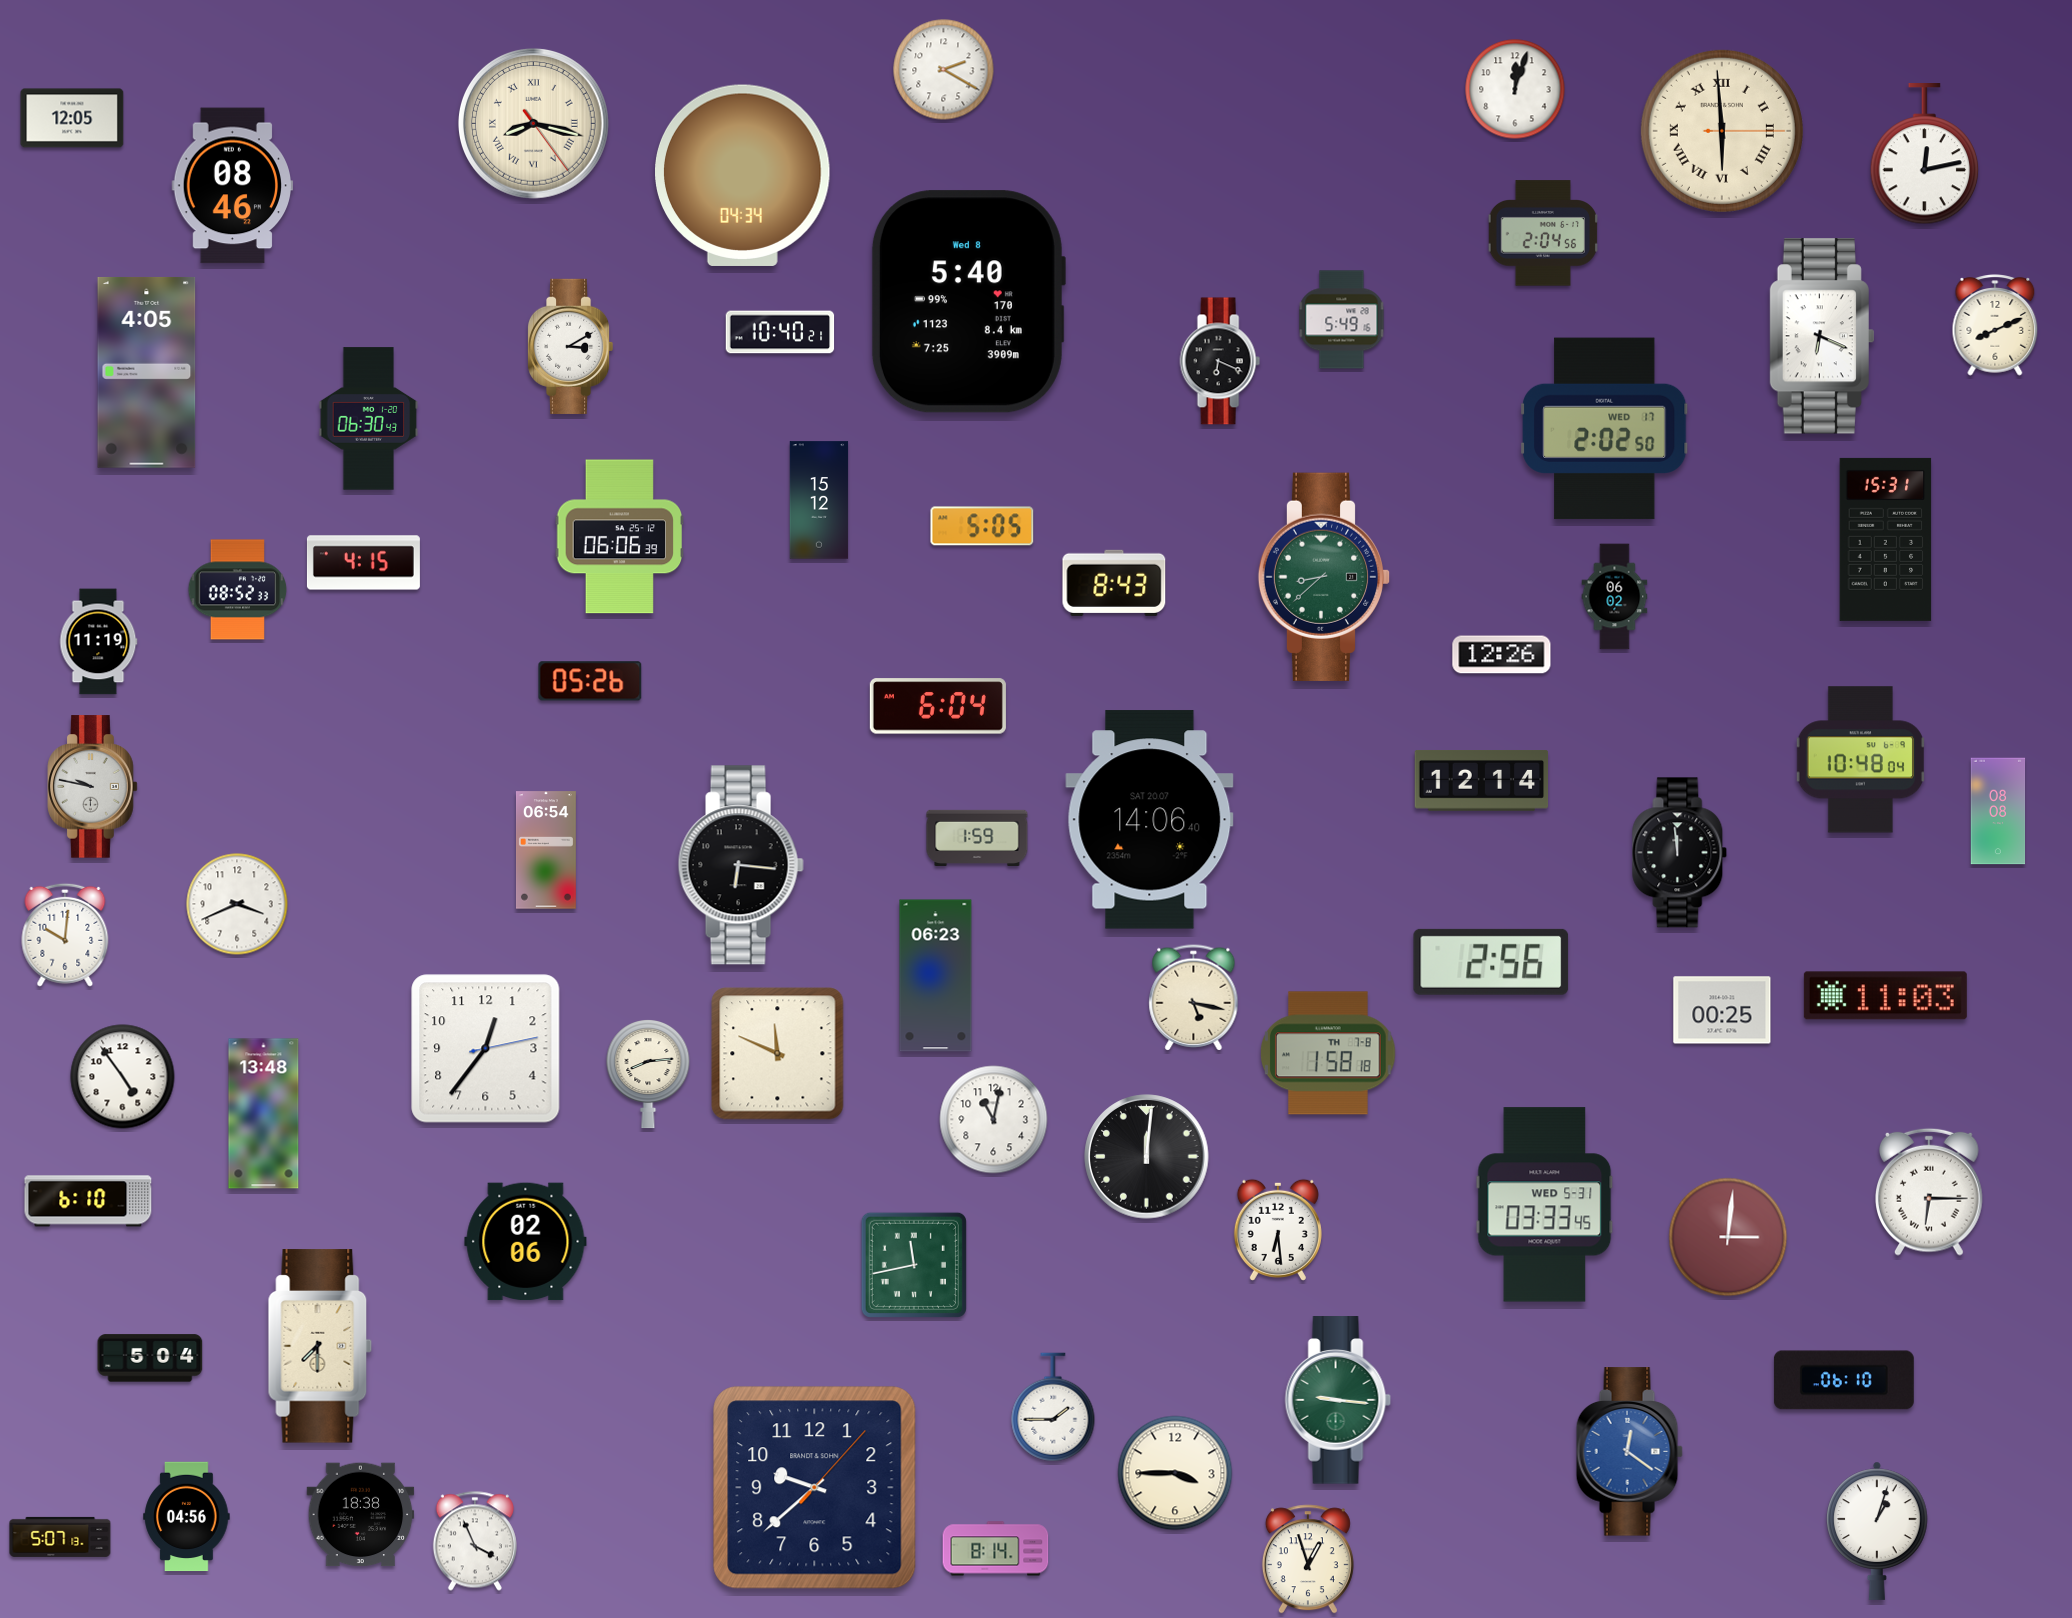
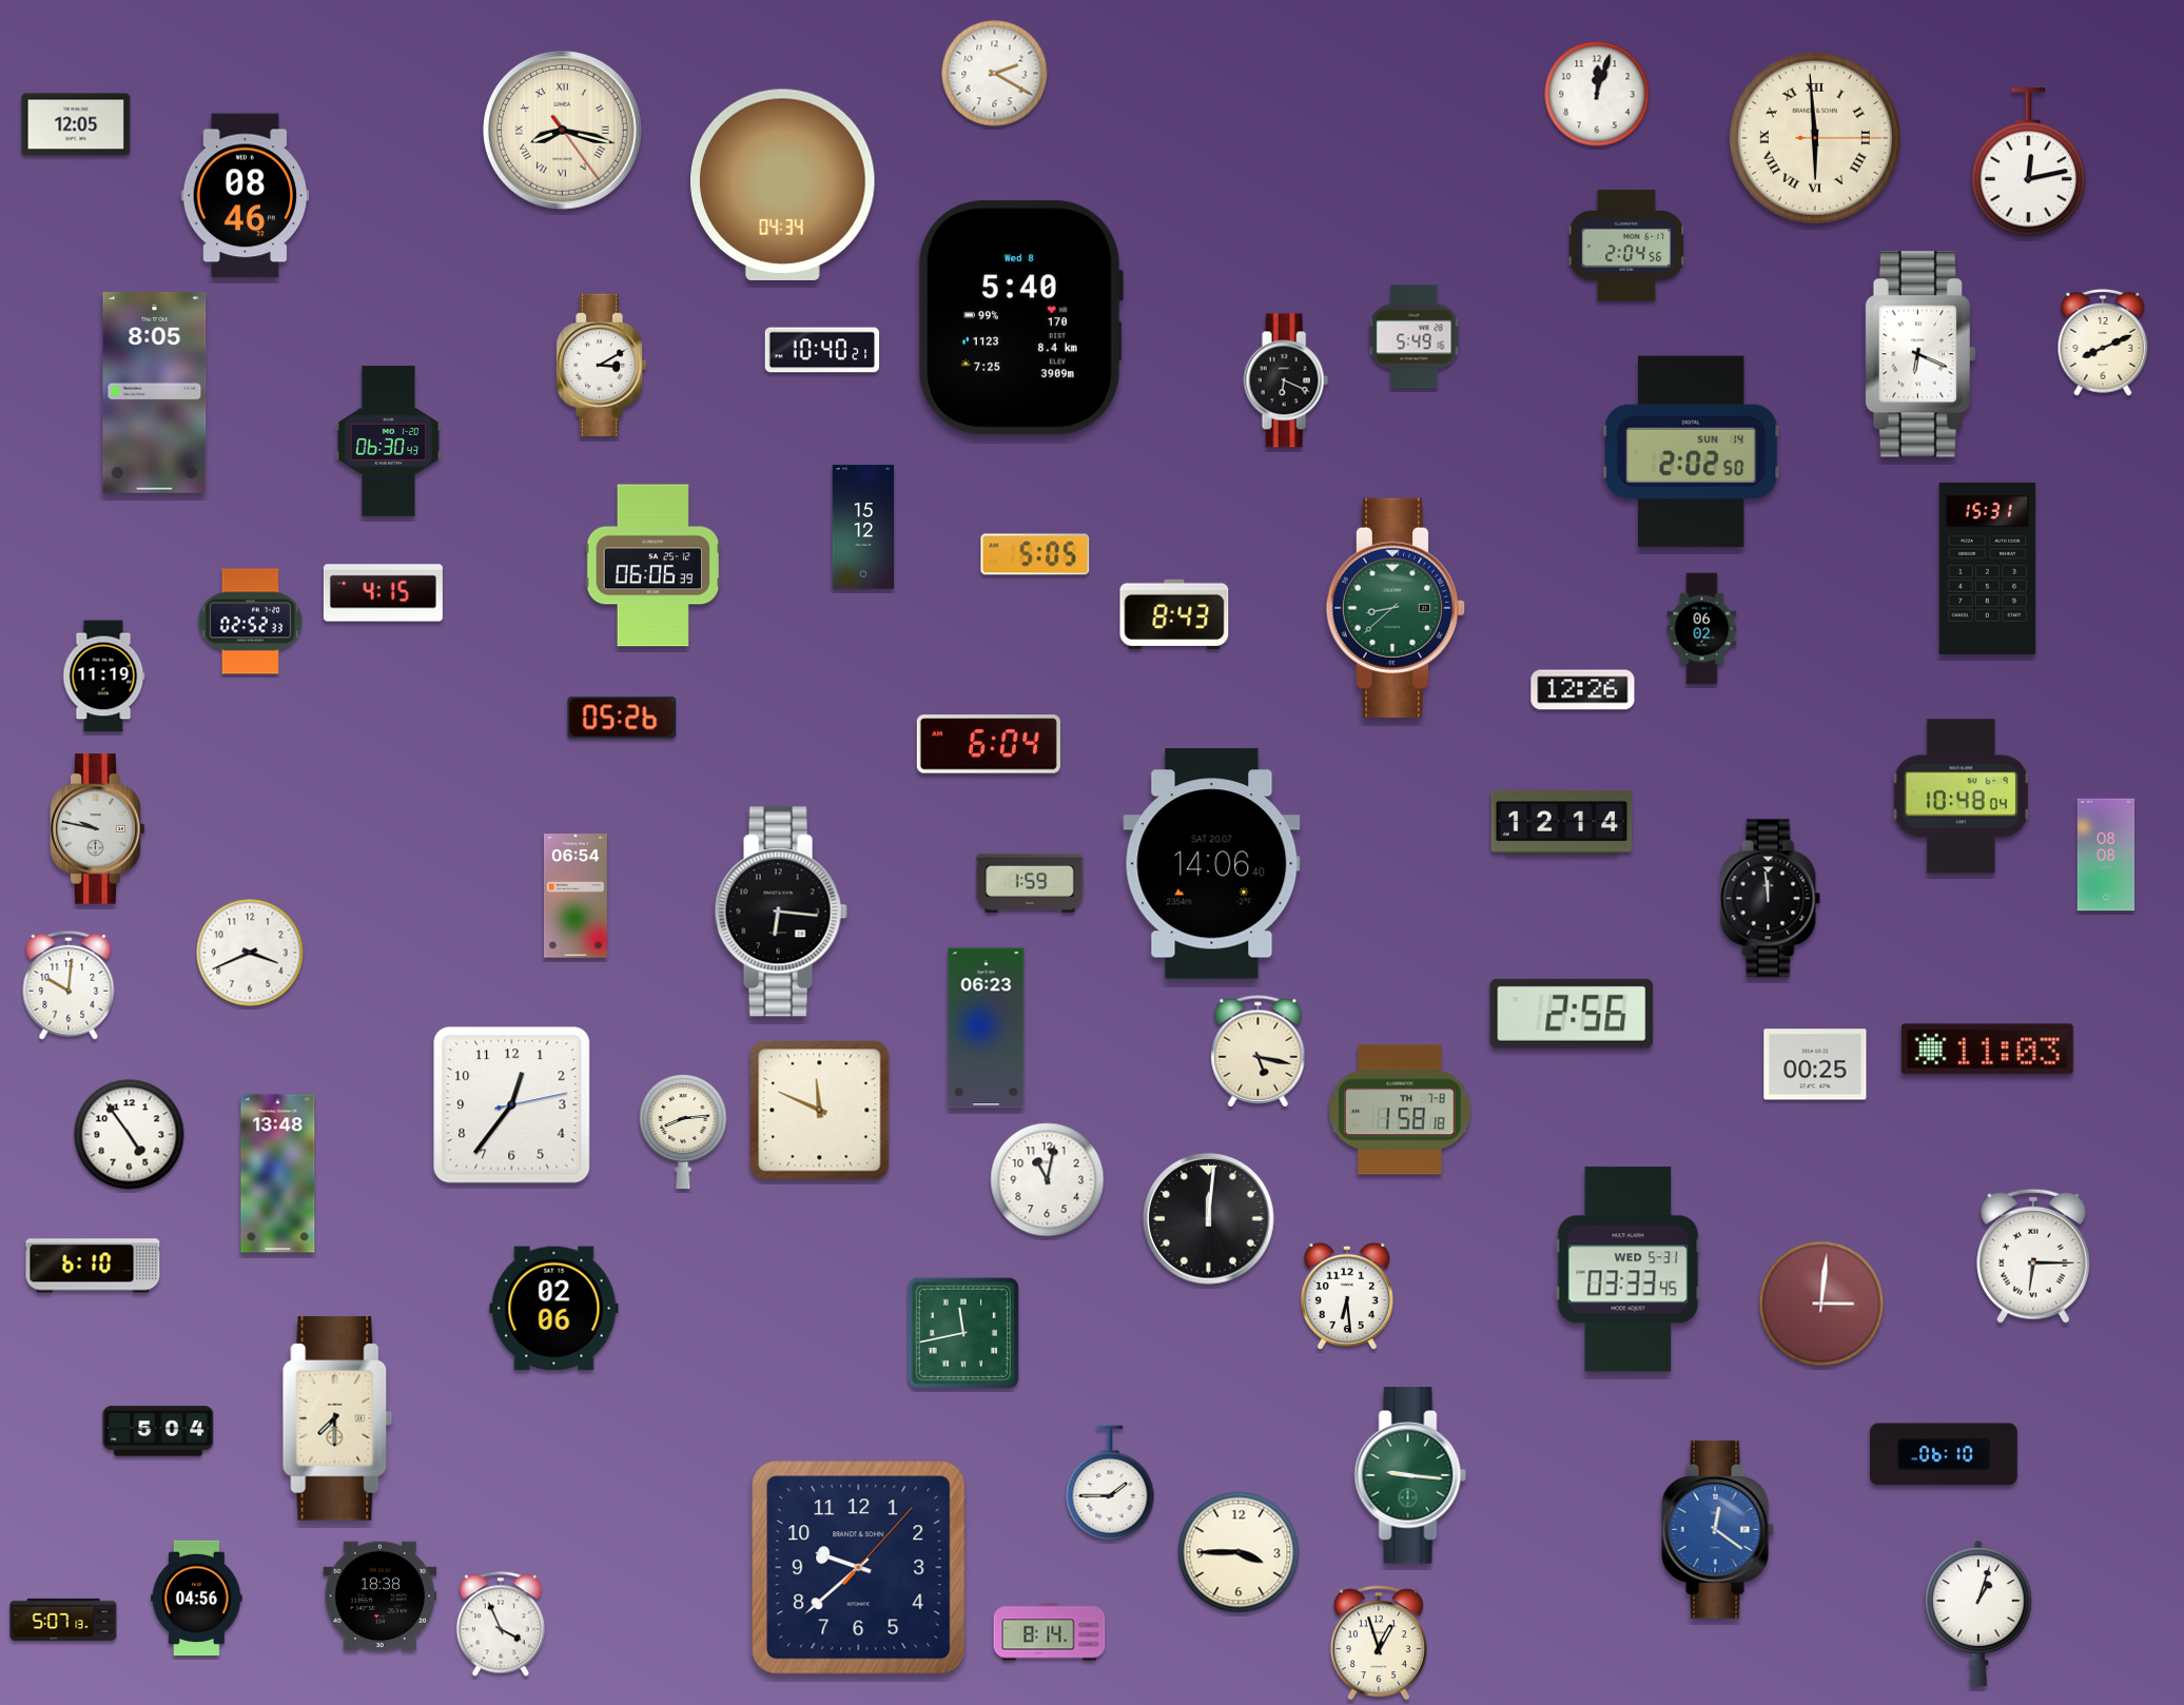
clock at (147, 372): 4:05 -> 8:05
clock at (1605, 429) date: WED 17 -> SUN 14
clock at (238, 590): 08:52 -> 02:52
clock at (1860, 760) position: (1860, 760) -> (1961, 797)
